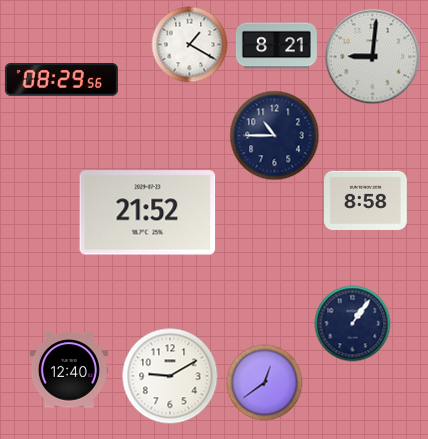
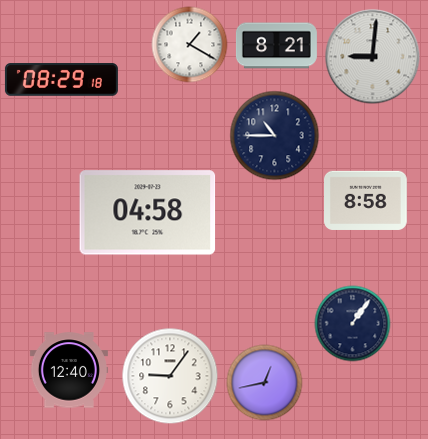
clock at (61, 80): 08:29:56 -> 08:29:18
clock at (148, 213): 21:52 -> 04:58
clock at (170, 376): 9:10 -> 9:06
clock at (265, 383): 12:39 -> 12:43
